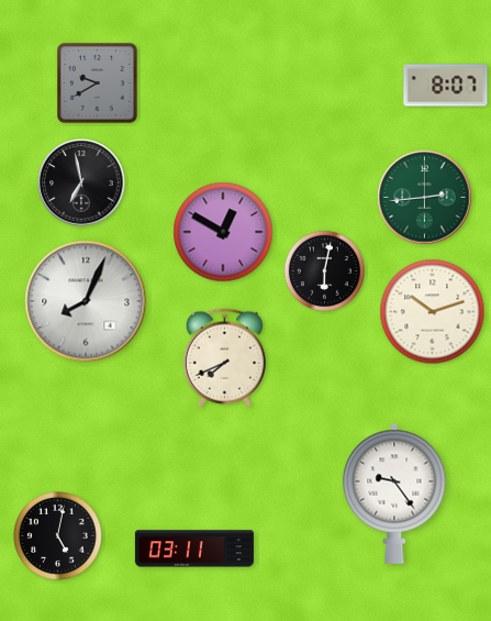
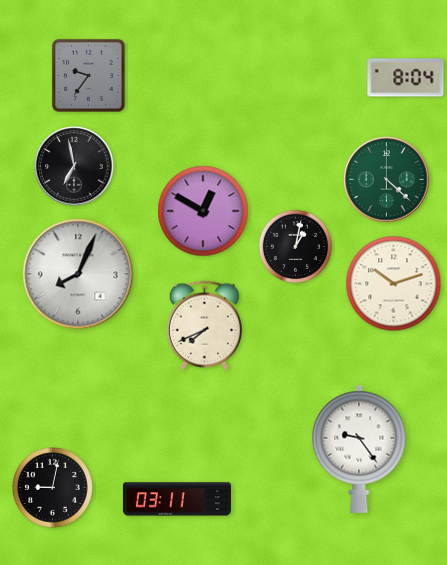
clock at (98, 84): 9:40 -> 9:36
clock at (446, 86): 8:07 -> 8:04
clock at (425, 198): 2:44 -> 4:22
clock at (324, 270): 6:02 -> 1:02
clock at (58, 536): 5:02 -> 9:02
